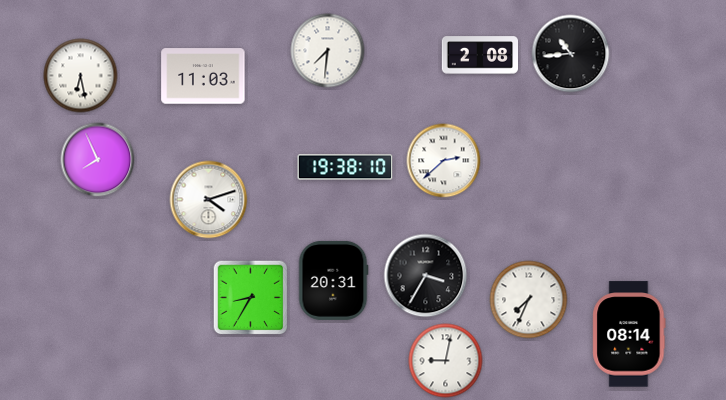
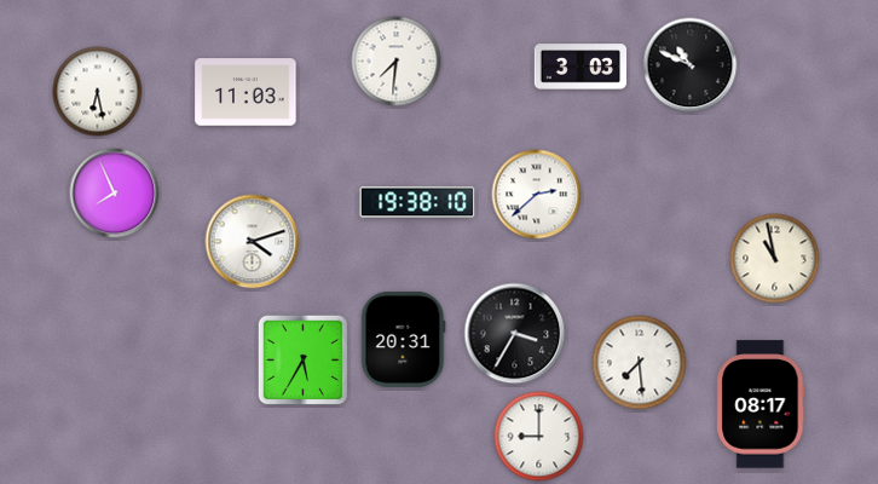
clock at (571, 54): 10:44 -> 10:49
clock at (479, 55): 2:08 -> 3:03
clock at (98, 160) position: (98, 160) -> (115, 194)
clock at (775, 259): none -> 10:58
clock at (251, 298): 8:35 -> 5:35
clock at (529, 300): 7:34 -> 7:29
clock at (629, 334): 08:14 -> 08:17
clock at (446, 361): 9:02 -> 9:00
